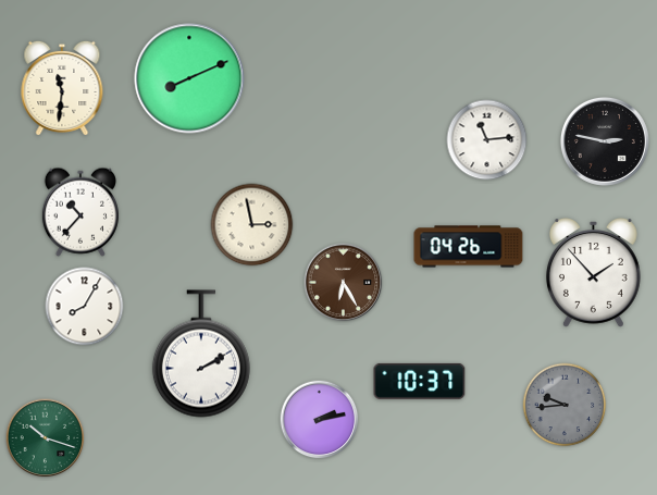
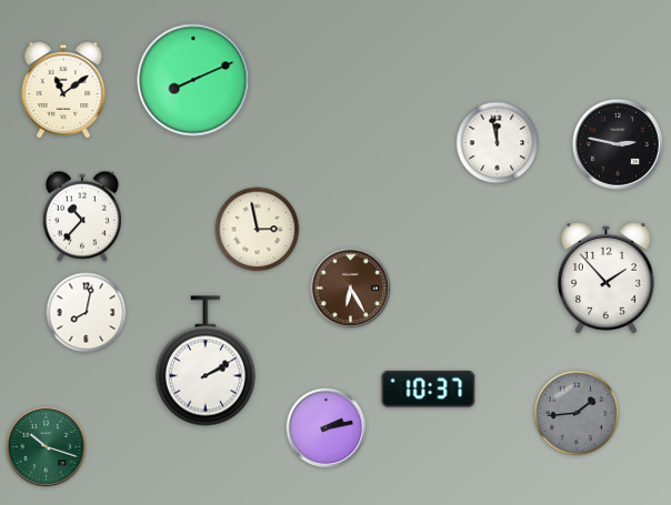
clock at (62, 88): 11:31 -> 11:09
clock at (487, 140): 11:14 -> 11:58
clock at (469, 247): 04:26 -> none
clock at (85, 307): 8:05 -> 8:02
clock at (565, 405): 9:44 -> 1:44
